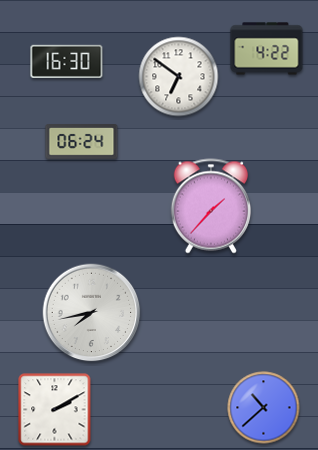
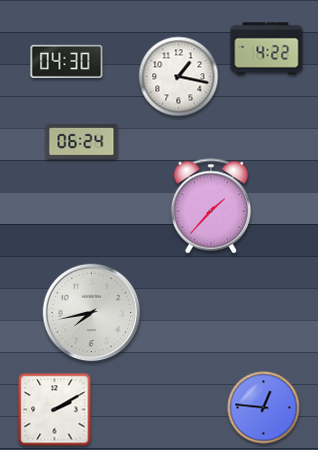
clock at (67, 61): 16:30 -> 04:30
clock at (179, 77): 6:51 -> 1:17
clock at (264, 408): 10:38 -> 12:46
